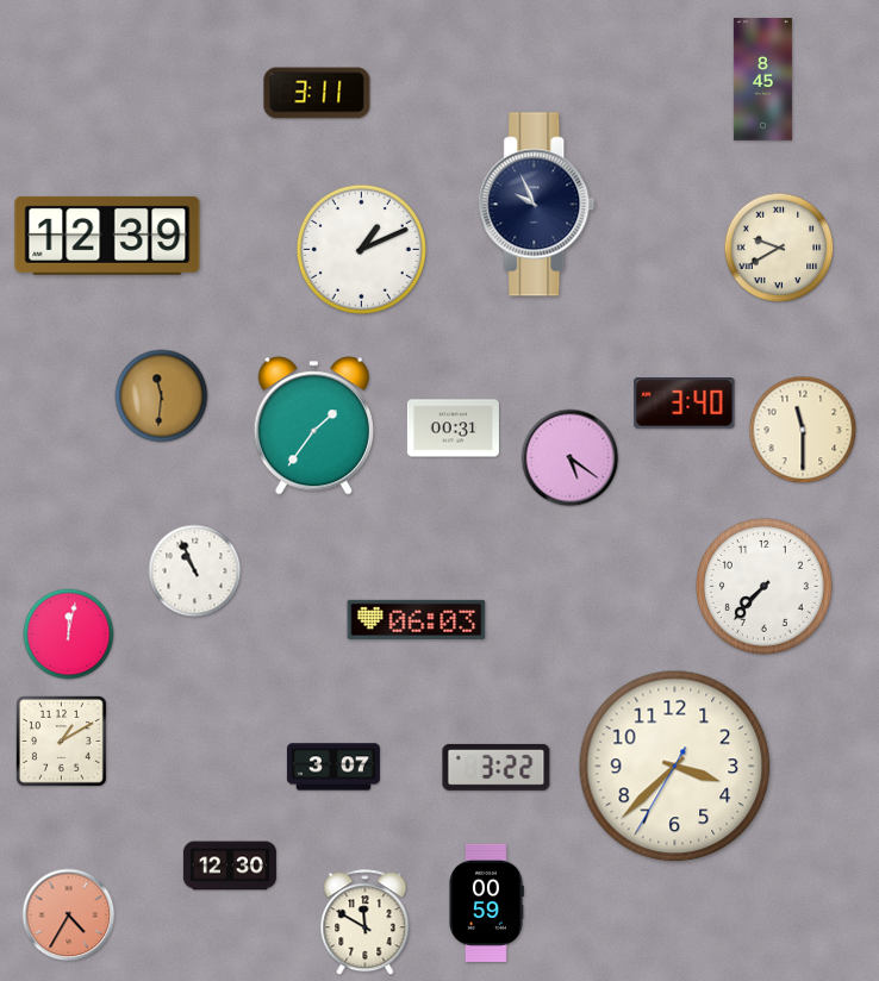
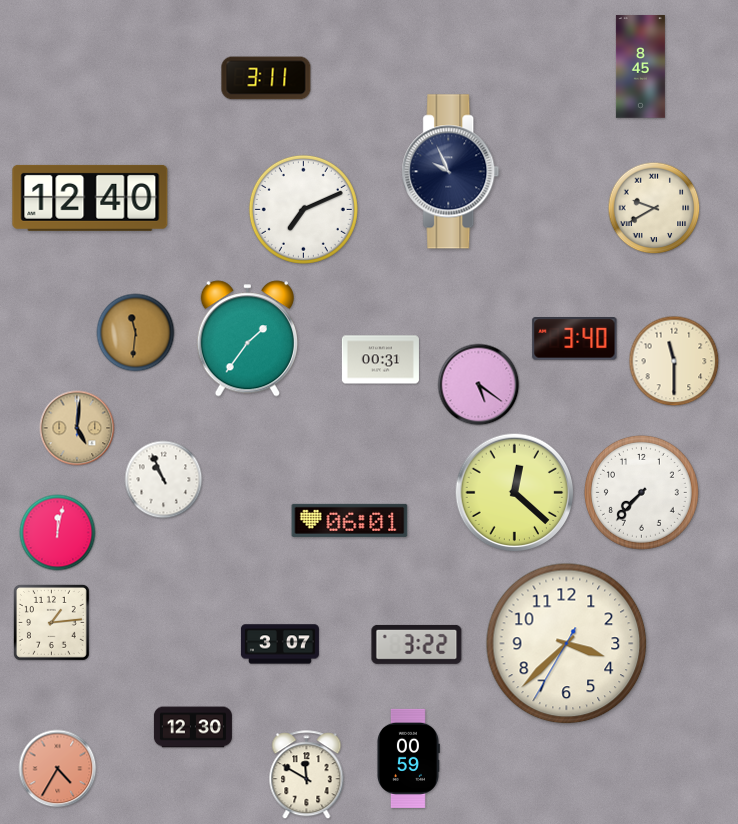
clock at (107, 236): 12:39 -> 12:40
clock at (361, 249): 1:11 -> 7:11
clock at (313, 426) position: (313, 426) -> (247, 339)
clock at (77, 428): none -> 5:01
clock at (515, 493): none -> 12:22
clock at (417, 619): 06:03 -> 06:01
clock at (61, 741): 1:10 -> 1:14
